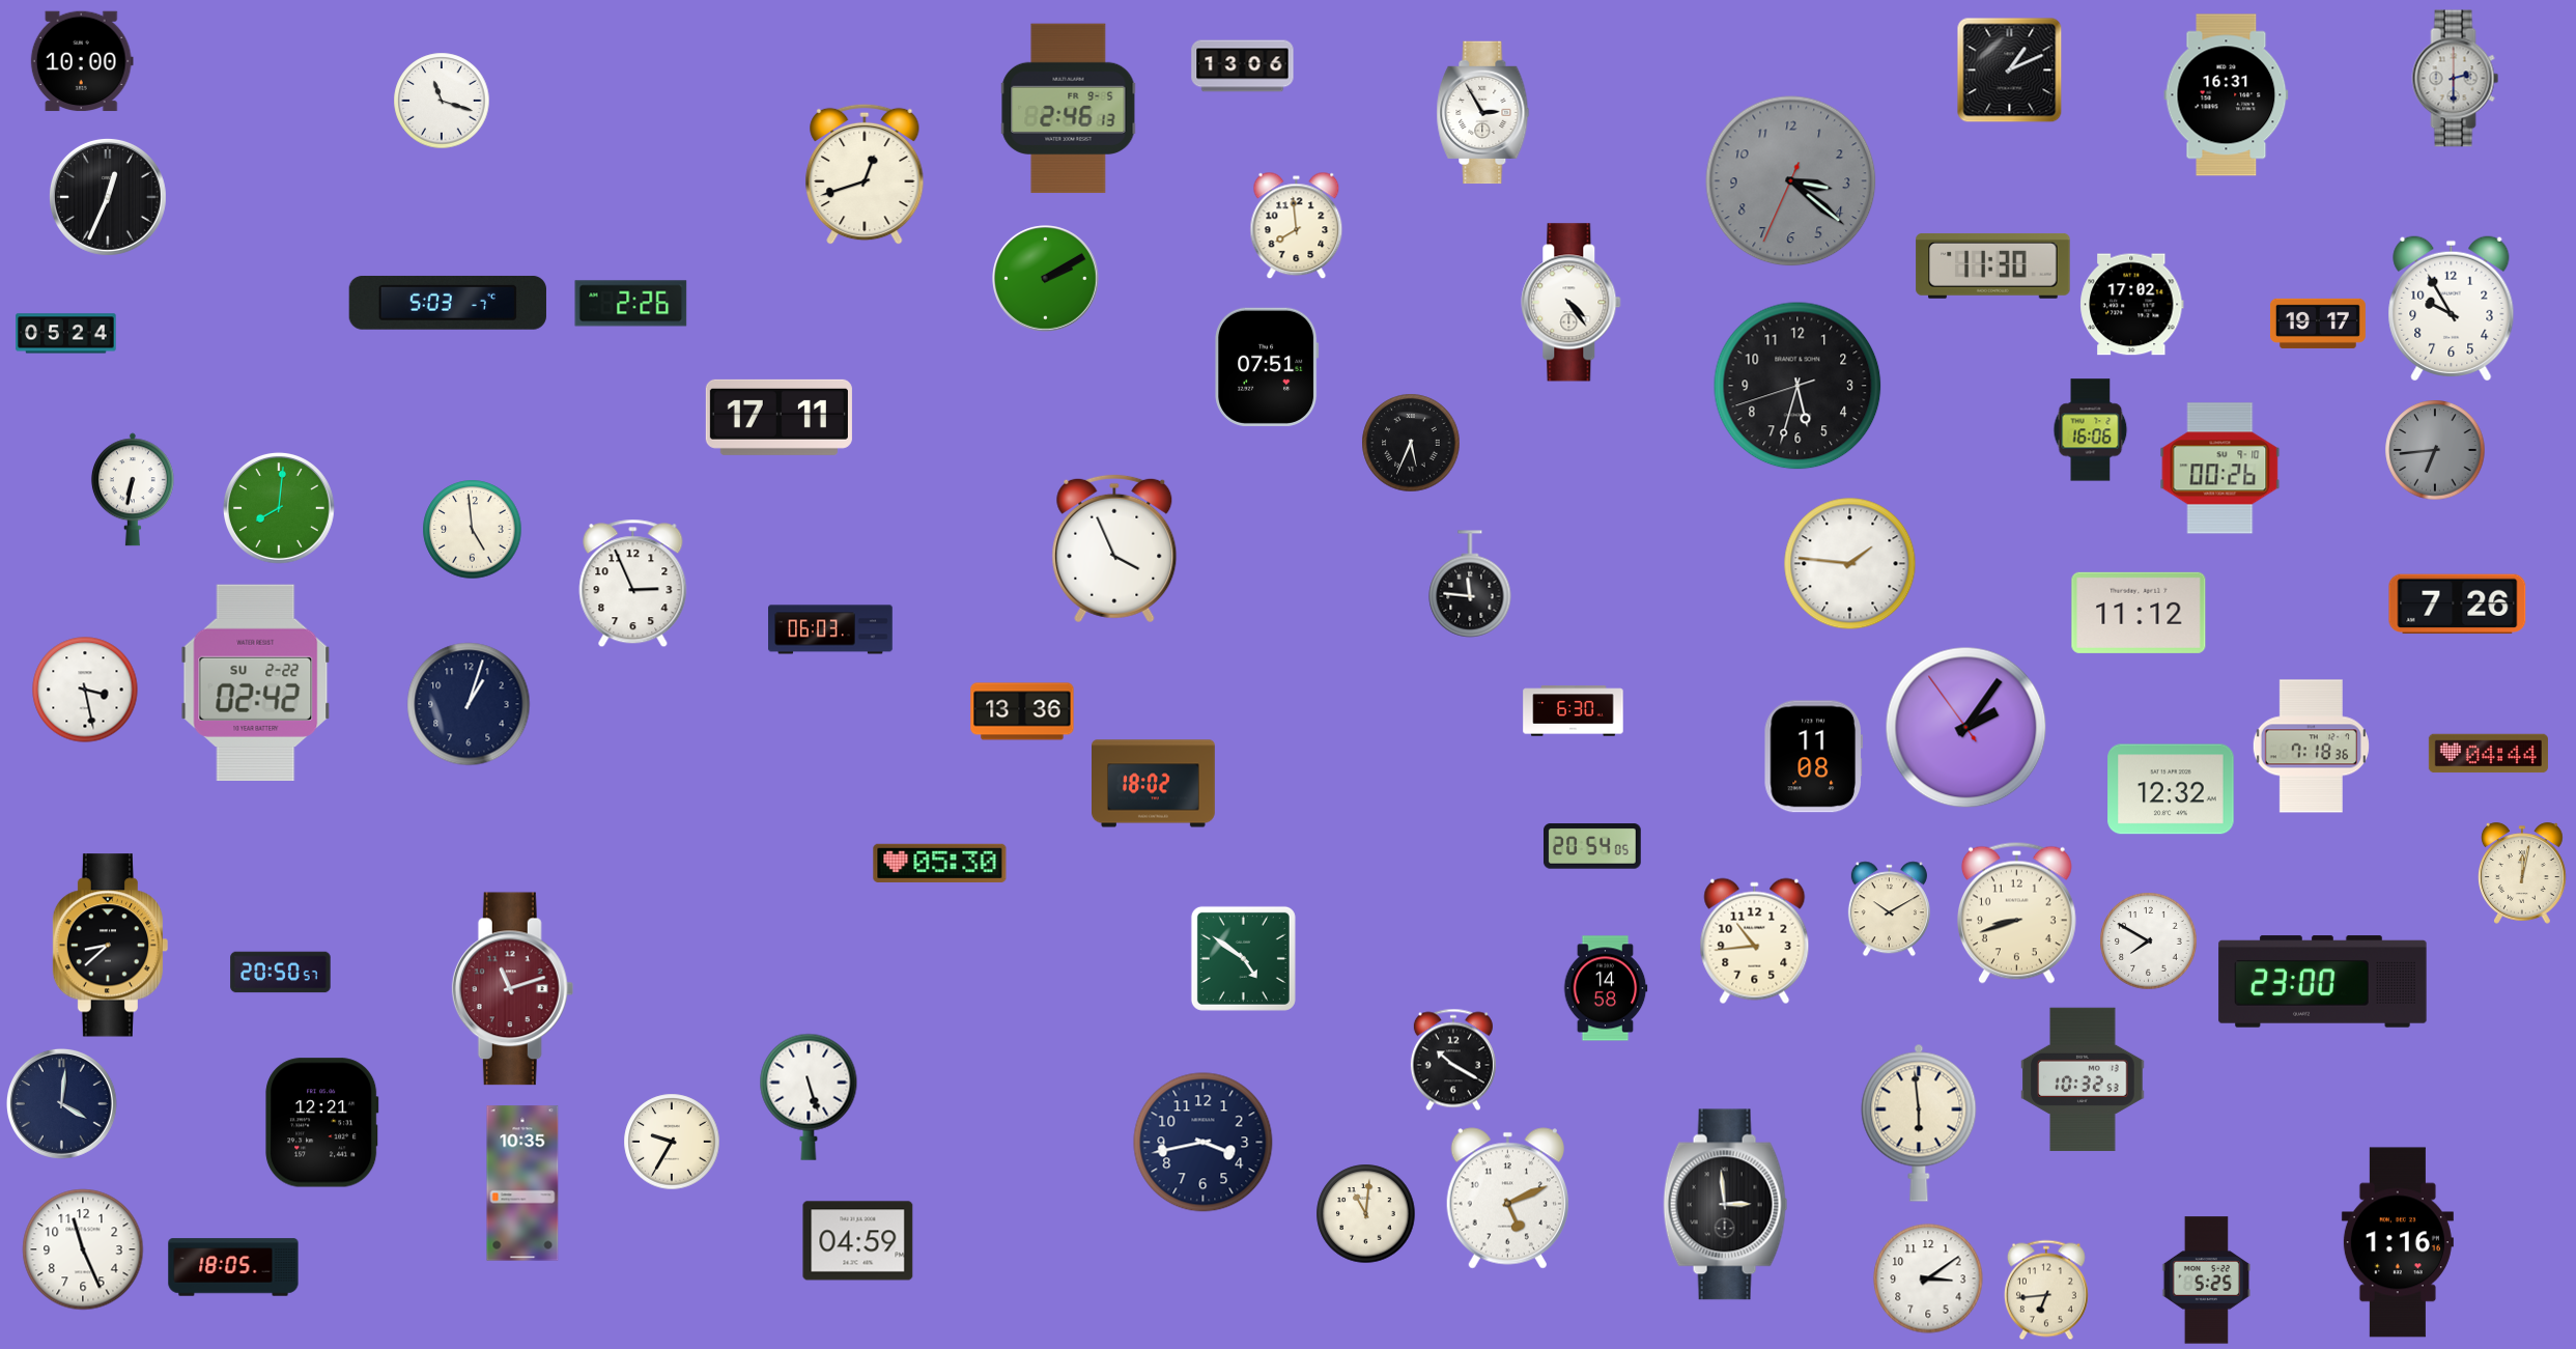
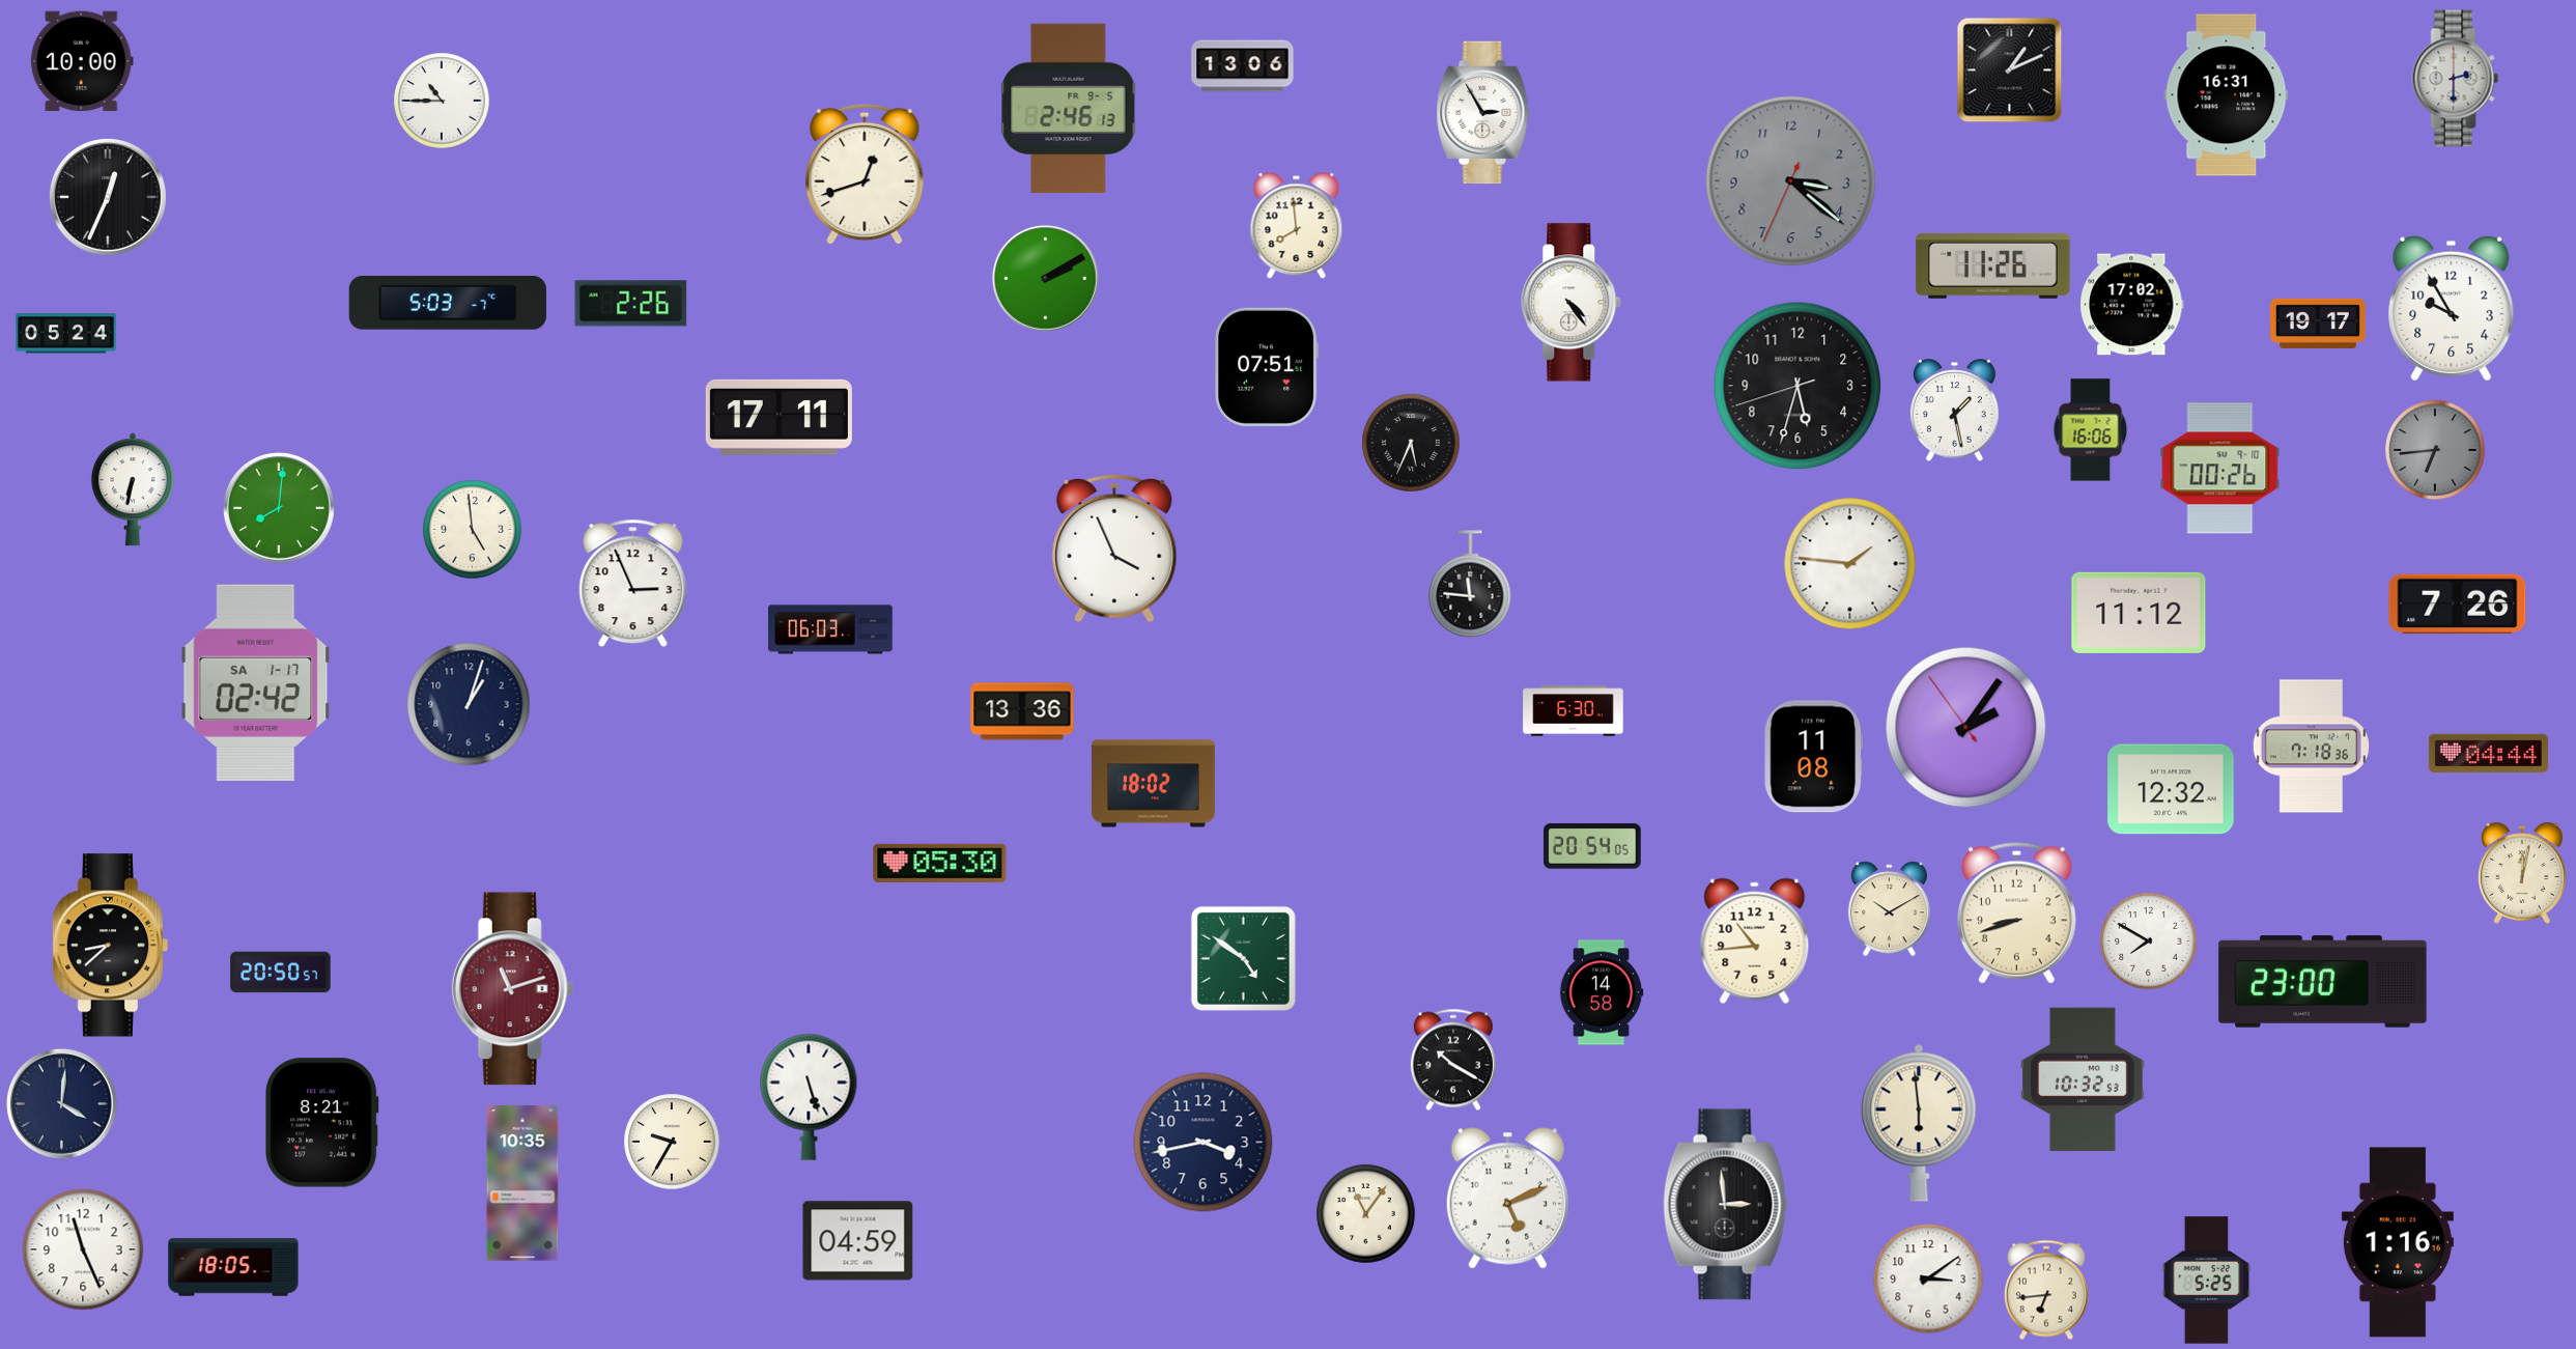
clock at (442, 101): 11:18 -> 10:45
clock at (1993, 265): 11:30 -> 11:26
clock at (1954, 411): none -> 1:28
clock at (256, 682) date: SU 2-22 -> SA 1-17
clock at (85, 690): 3:28 -> none
clock at (1606, 988) position: (1606, 988) -> (1602, 992)
clock at (322, 1123): 12:21 -> 8:21
clock at (1366, 1214): 11:01 -> 11:06
